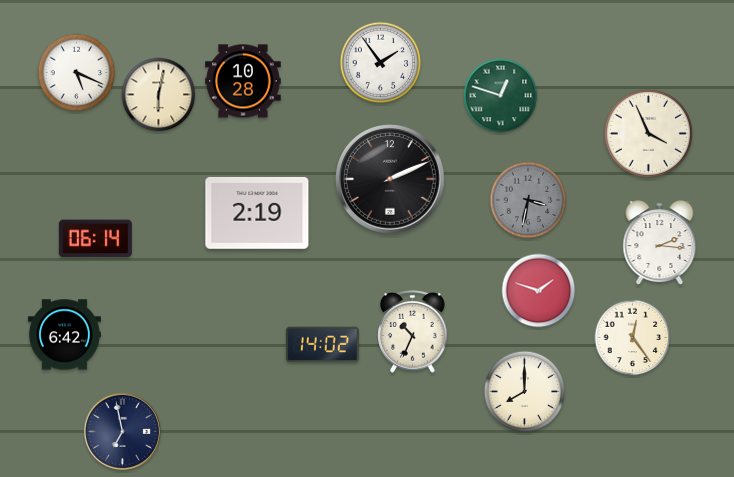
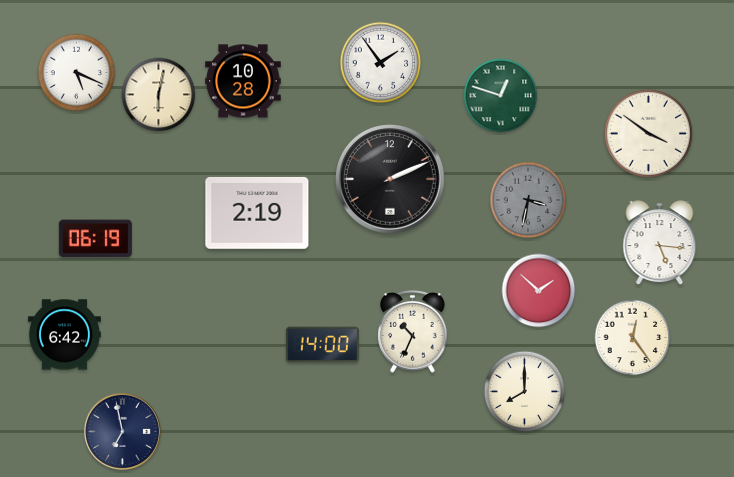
clock at (648, 133): 3:56 -> 3:51
clock at (95, 239): 06:14 -> 06:19
clock at (660, 243): 2:16 -> 5:16
clock at (539, 291): 1:48 -> 1:52
clock at (322, 345): 14:02 -> 14:00
